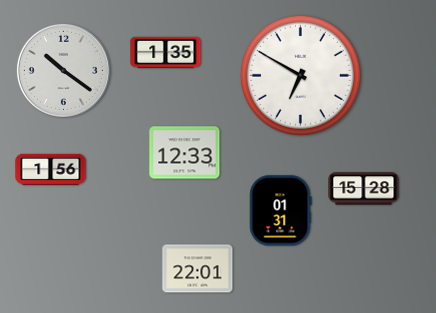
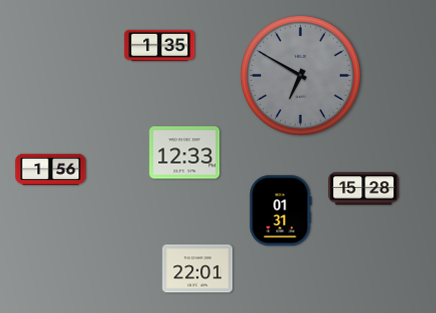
clock at (166, 52) position: (166, 52) -> (160, 45)
clock at (63, 70): 10:21 -> none
clock at (300, 75) dial: white -> grey
